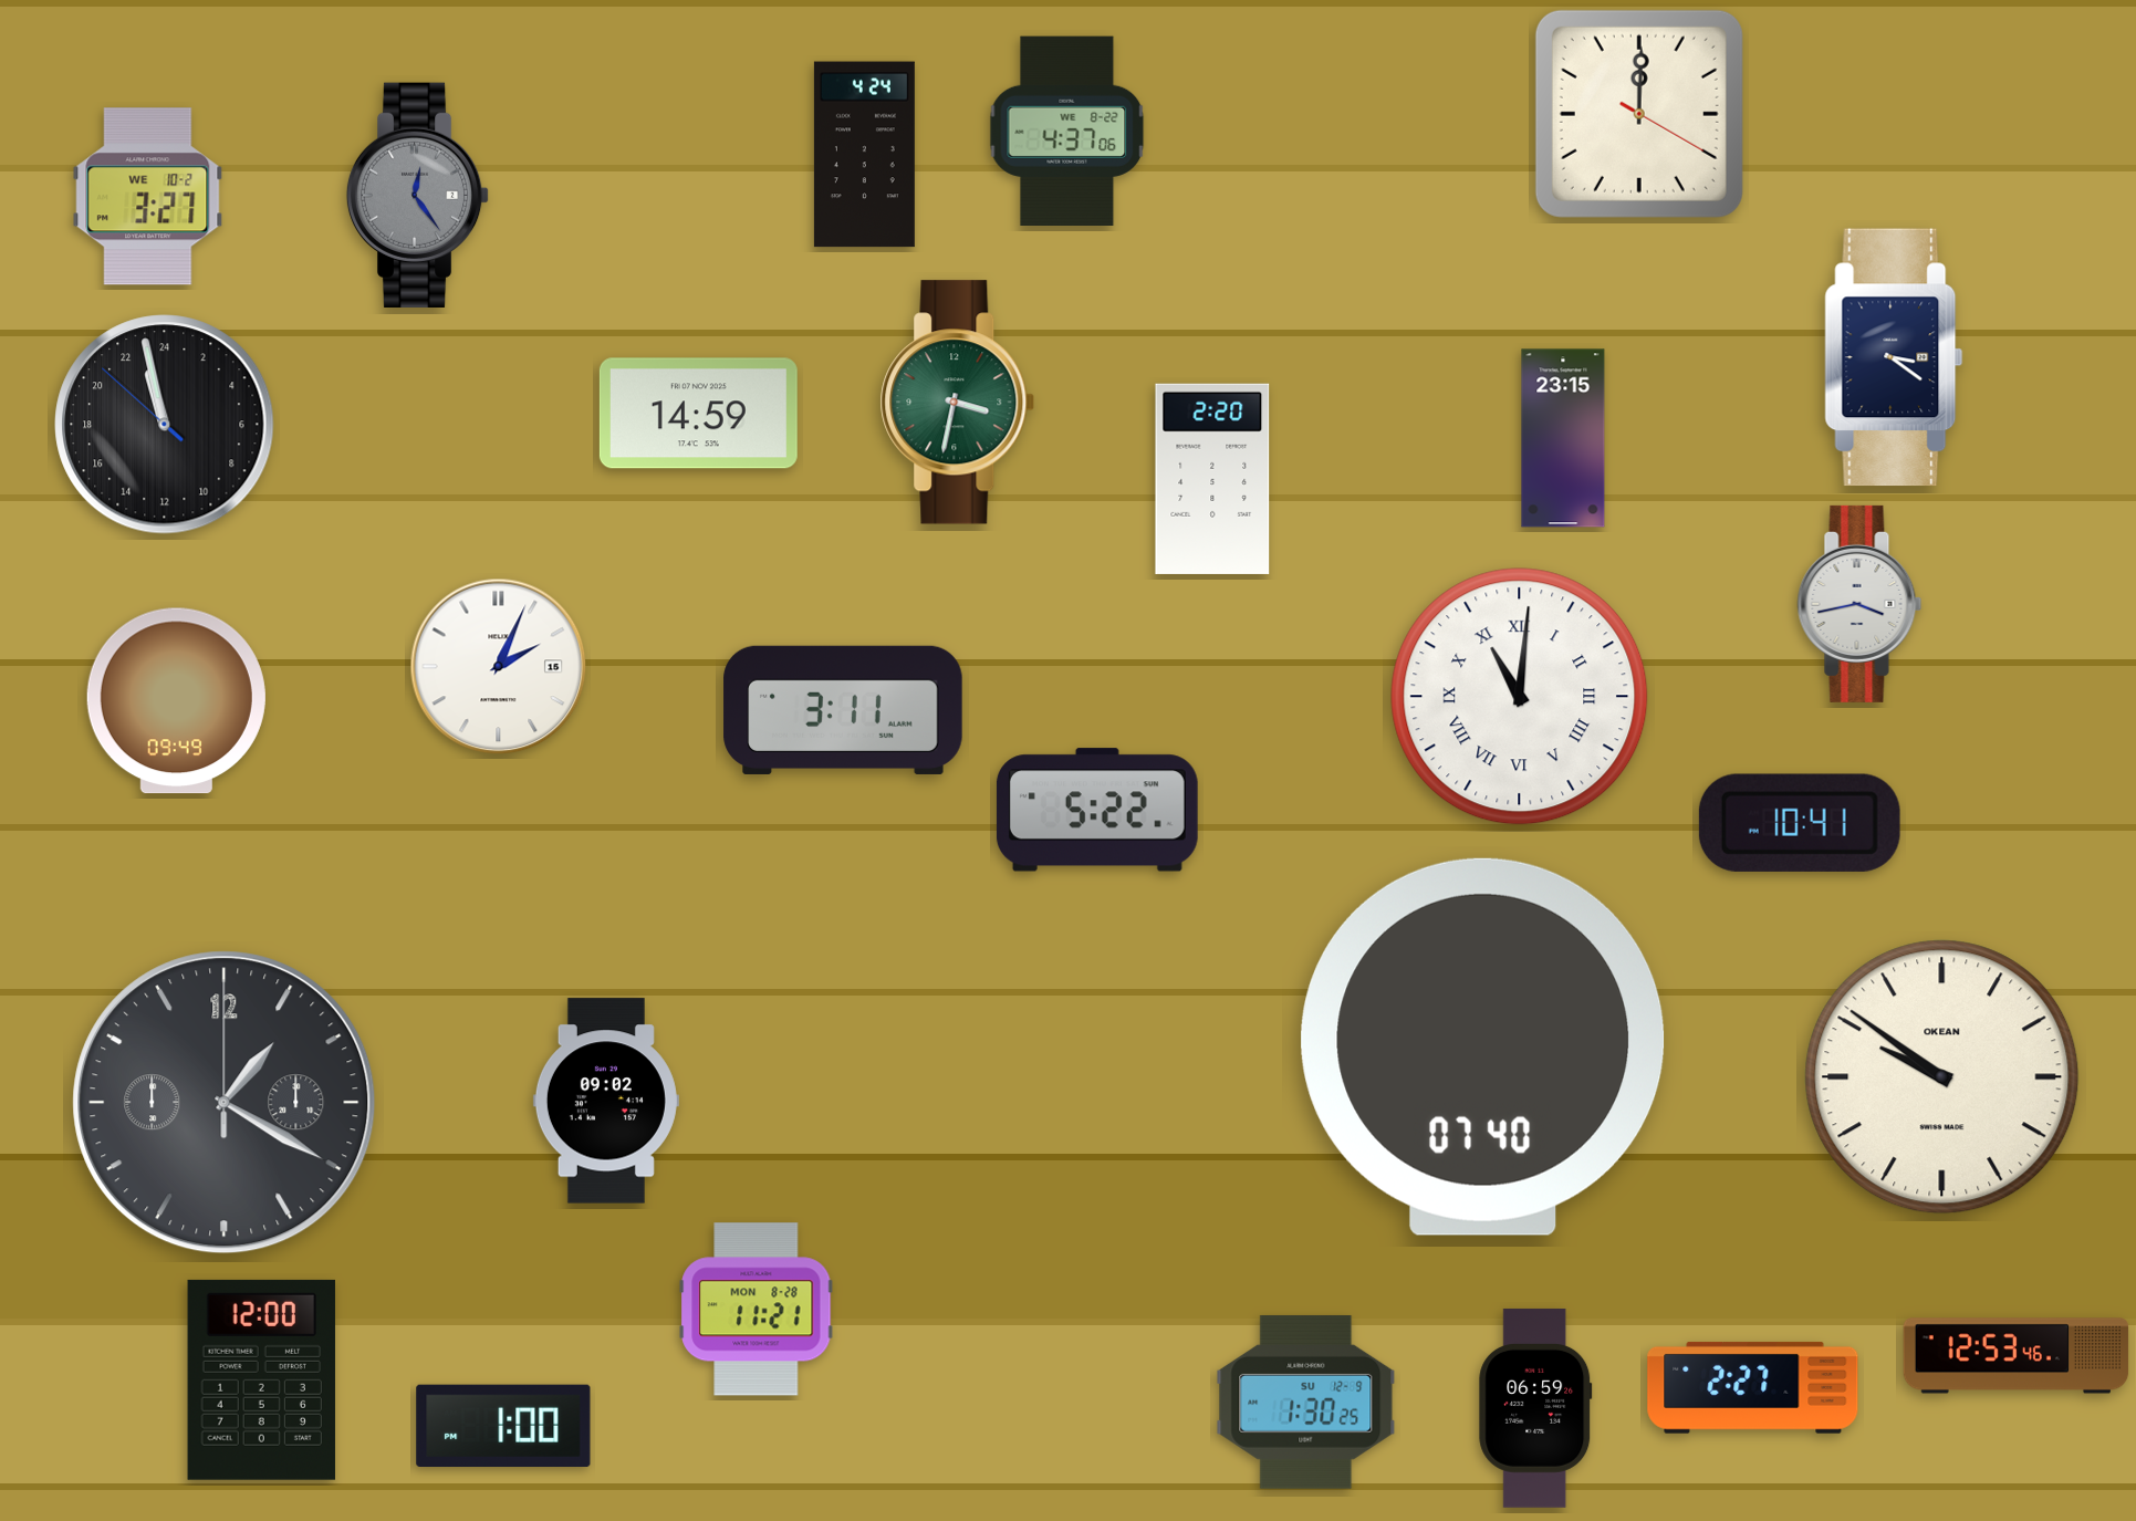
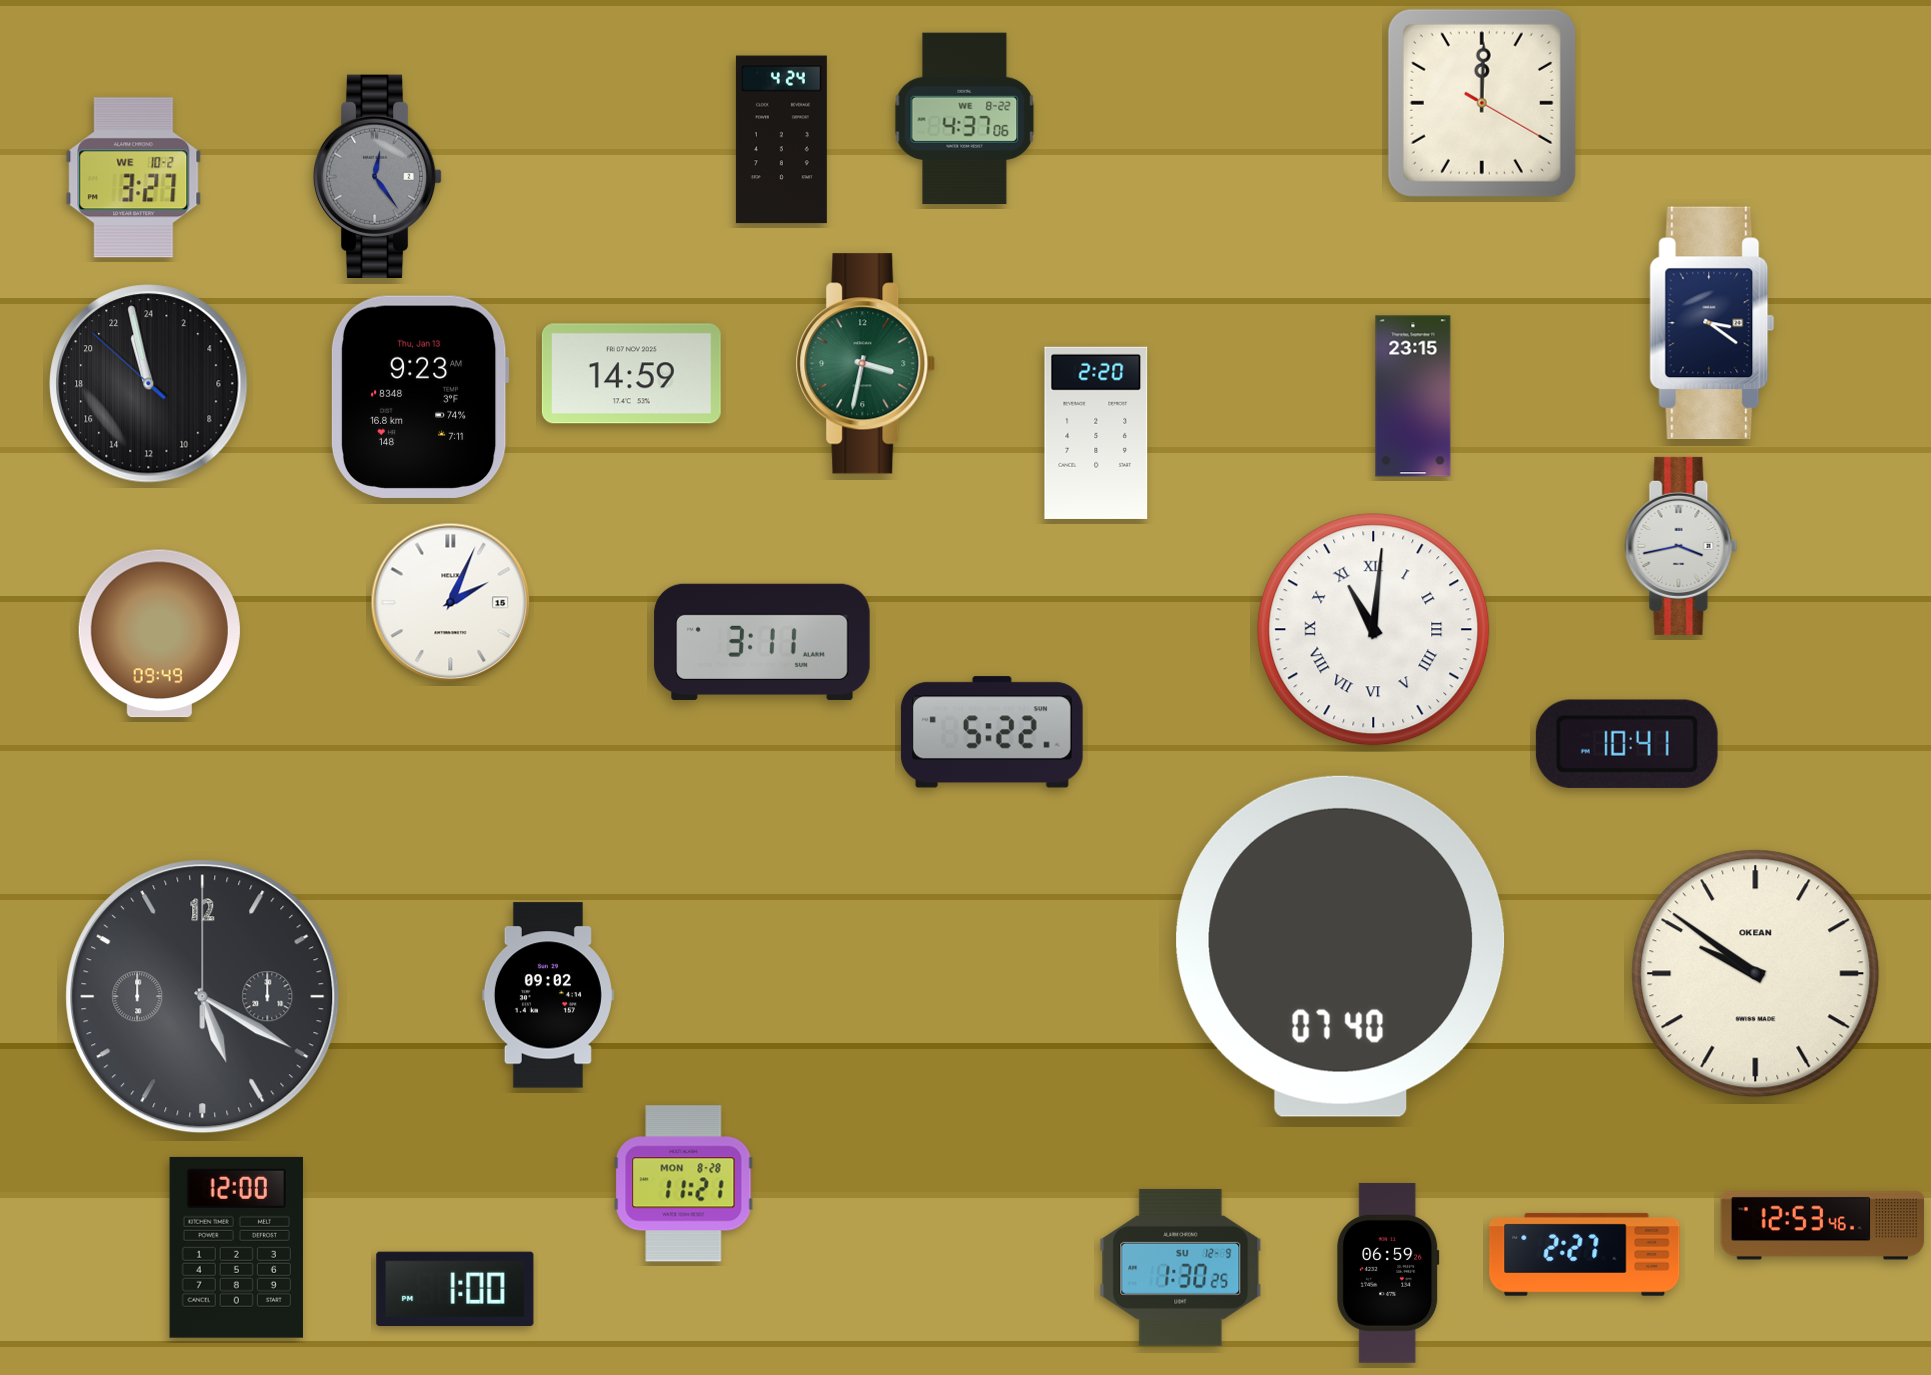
clock at (420, 397): none -> 9:23
clock at (225, 1103): 1:20 -> 5:20
